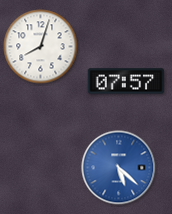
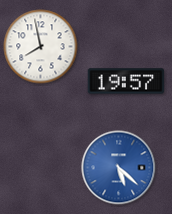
clock at (41, 47): 8:03 -> 7:58
clock at (126, 81): 07:57 -> 19:57
